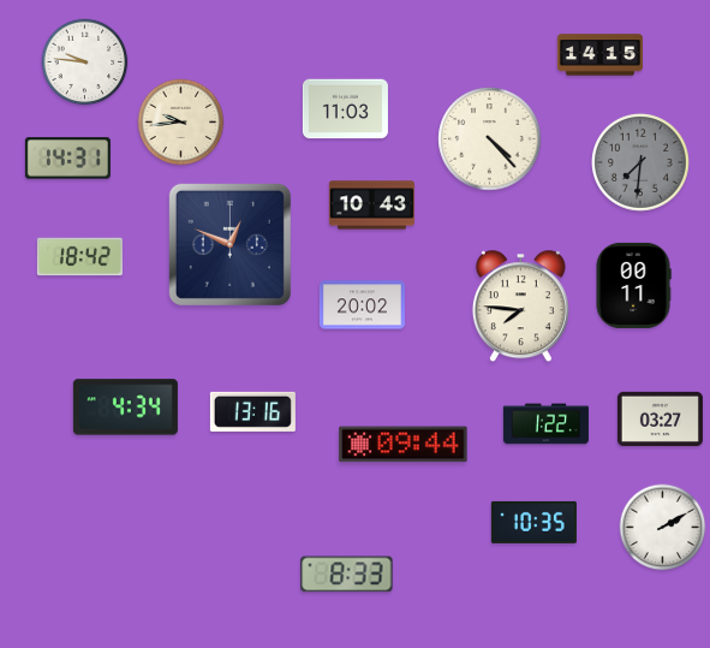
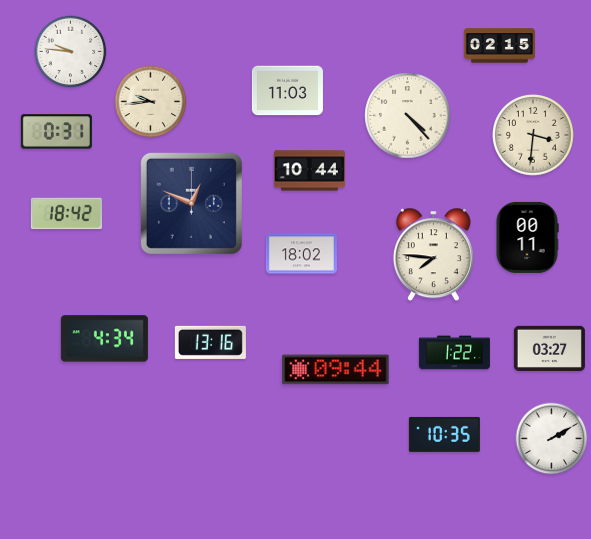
clock at (599, 55): 14:15 -> 02:15
clock at (67, 159): 14:31 -> 0:31
clock at (642, 164): 7:31 -> 3:31
clock at (642, 164) dial: grey -> cream
clock at (371, 206): 10:43 -> 10:44
clock at (362, 305): 20:02 -> 18:02
clock at (347, 575): 8:33 -> none
